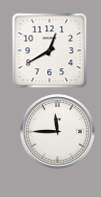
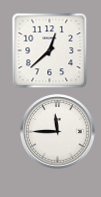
clock at (50, 51): 12:40 -> 12:38
